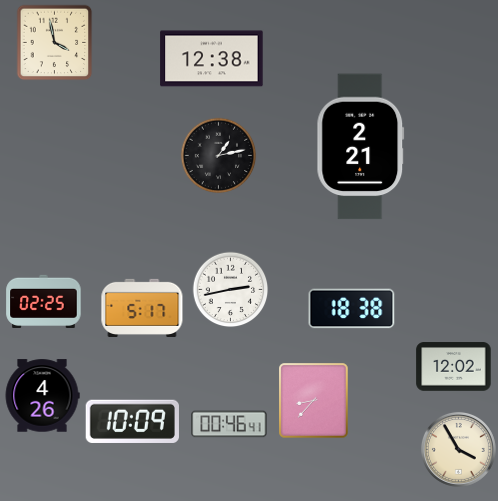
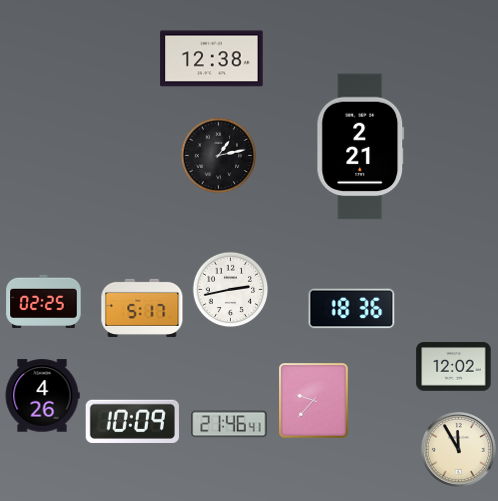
clock at (55, 43): 3:58 -> none
clock at (352, 309): 18:38 -> 18:36
clock at (314, 401): 8:37 -> 9:37
clock at (229, 424): 00:46 -> 21:46
clock at (458, 449): 3:55 -> 11:55
